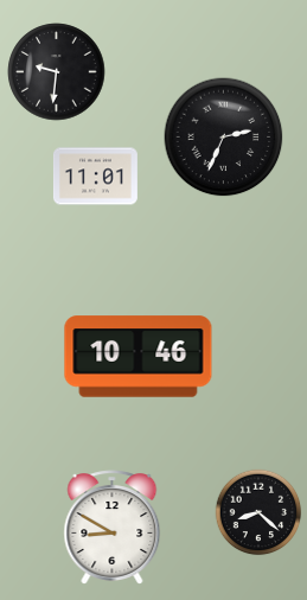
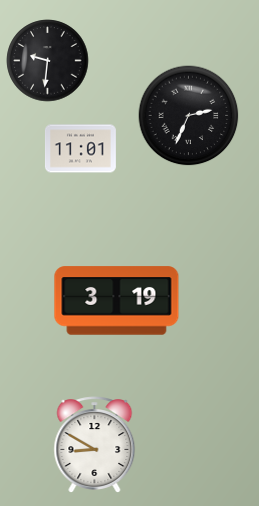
clock at (139, 357): 10:46 -> 3:19
clock at (258, 512): 8:22 -> none
